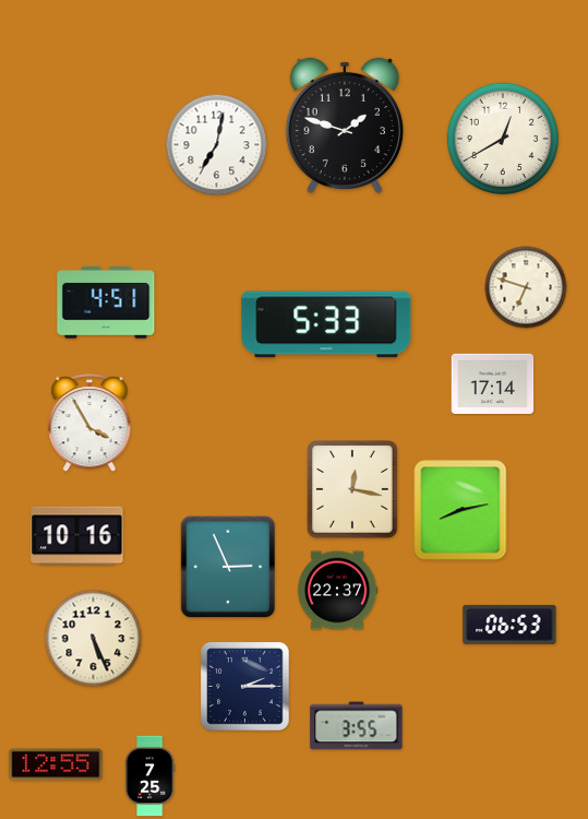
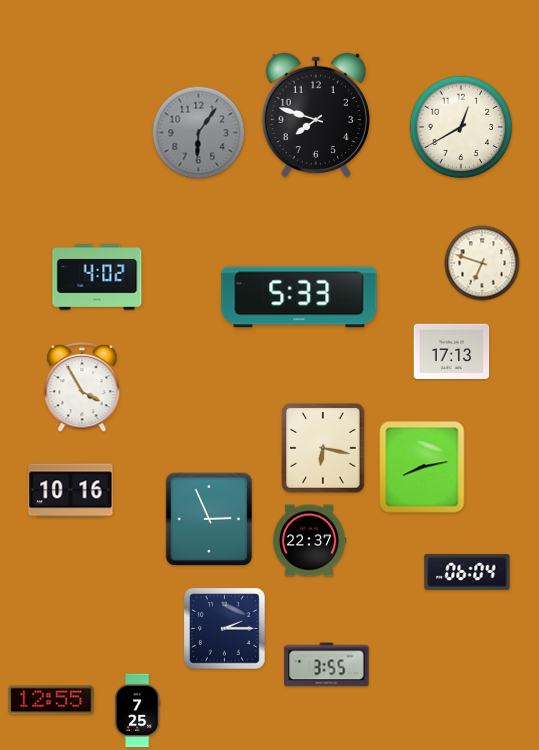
clock at (345, 126): 1:48 -> 7:48
clock at (217, 145): 7:02 -> 6:06
clock at (217, 145) dial: white -> grey
clock at (106, 304): 4:51 -> 4:02
clock at (493, 383): 17:14 -> 17:13
clock at (352, 489): 12:17 -> 6:17
clock at (509, 625): 06:53 -> 06:04
clock at (94, 639): 5:26 -> none
